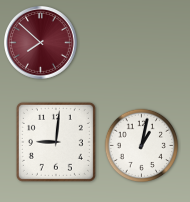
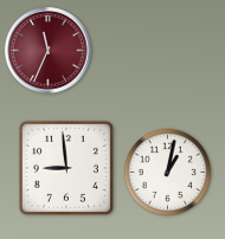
clock at (41, 43): 7:52 -> 11:34
clock at (56, 142): 9:01 -> 8:59
